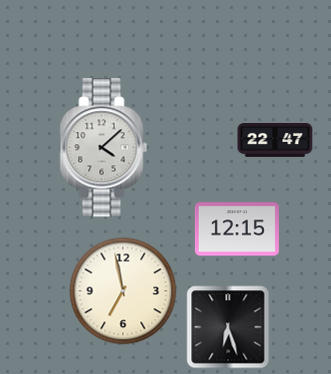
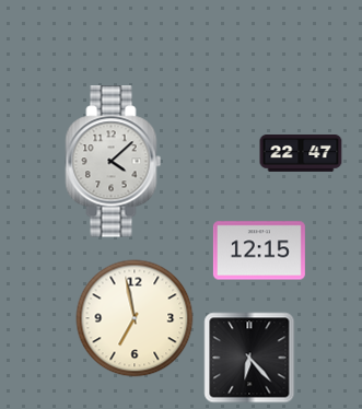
clock at (228, 327): 6:27 -> 6:23
